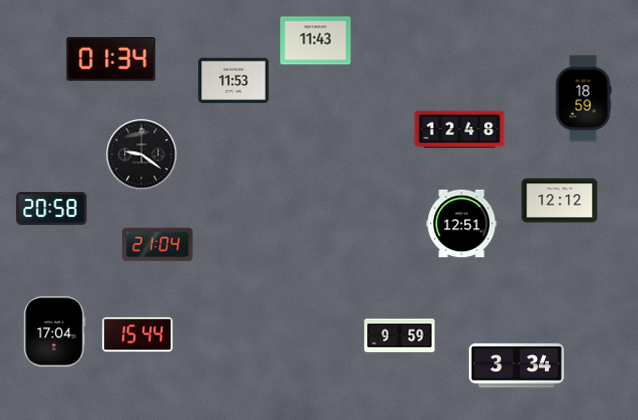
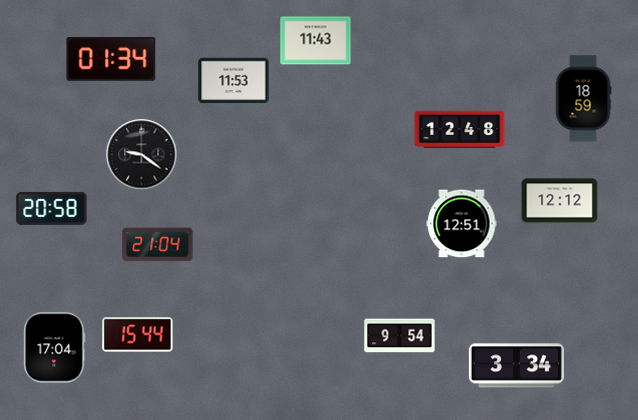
clock at (55, 332) position: (55, 332) -> (55, 348)
clock at (400, 336): 9:59 -> 9:54
